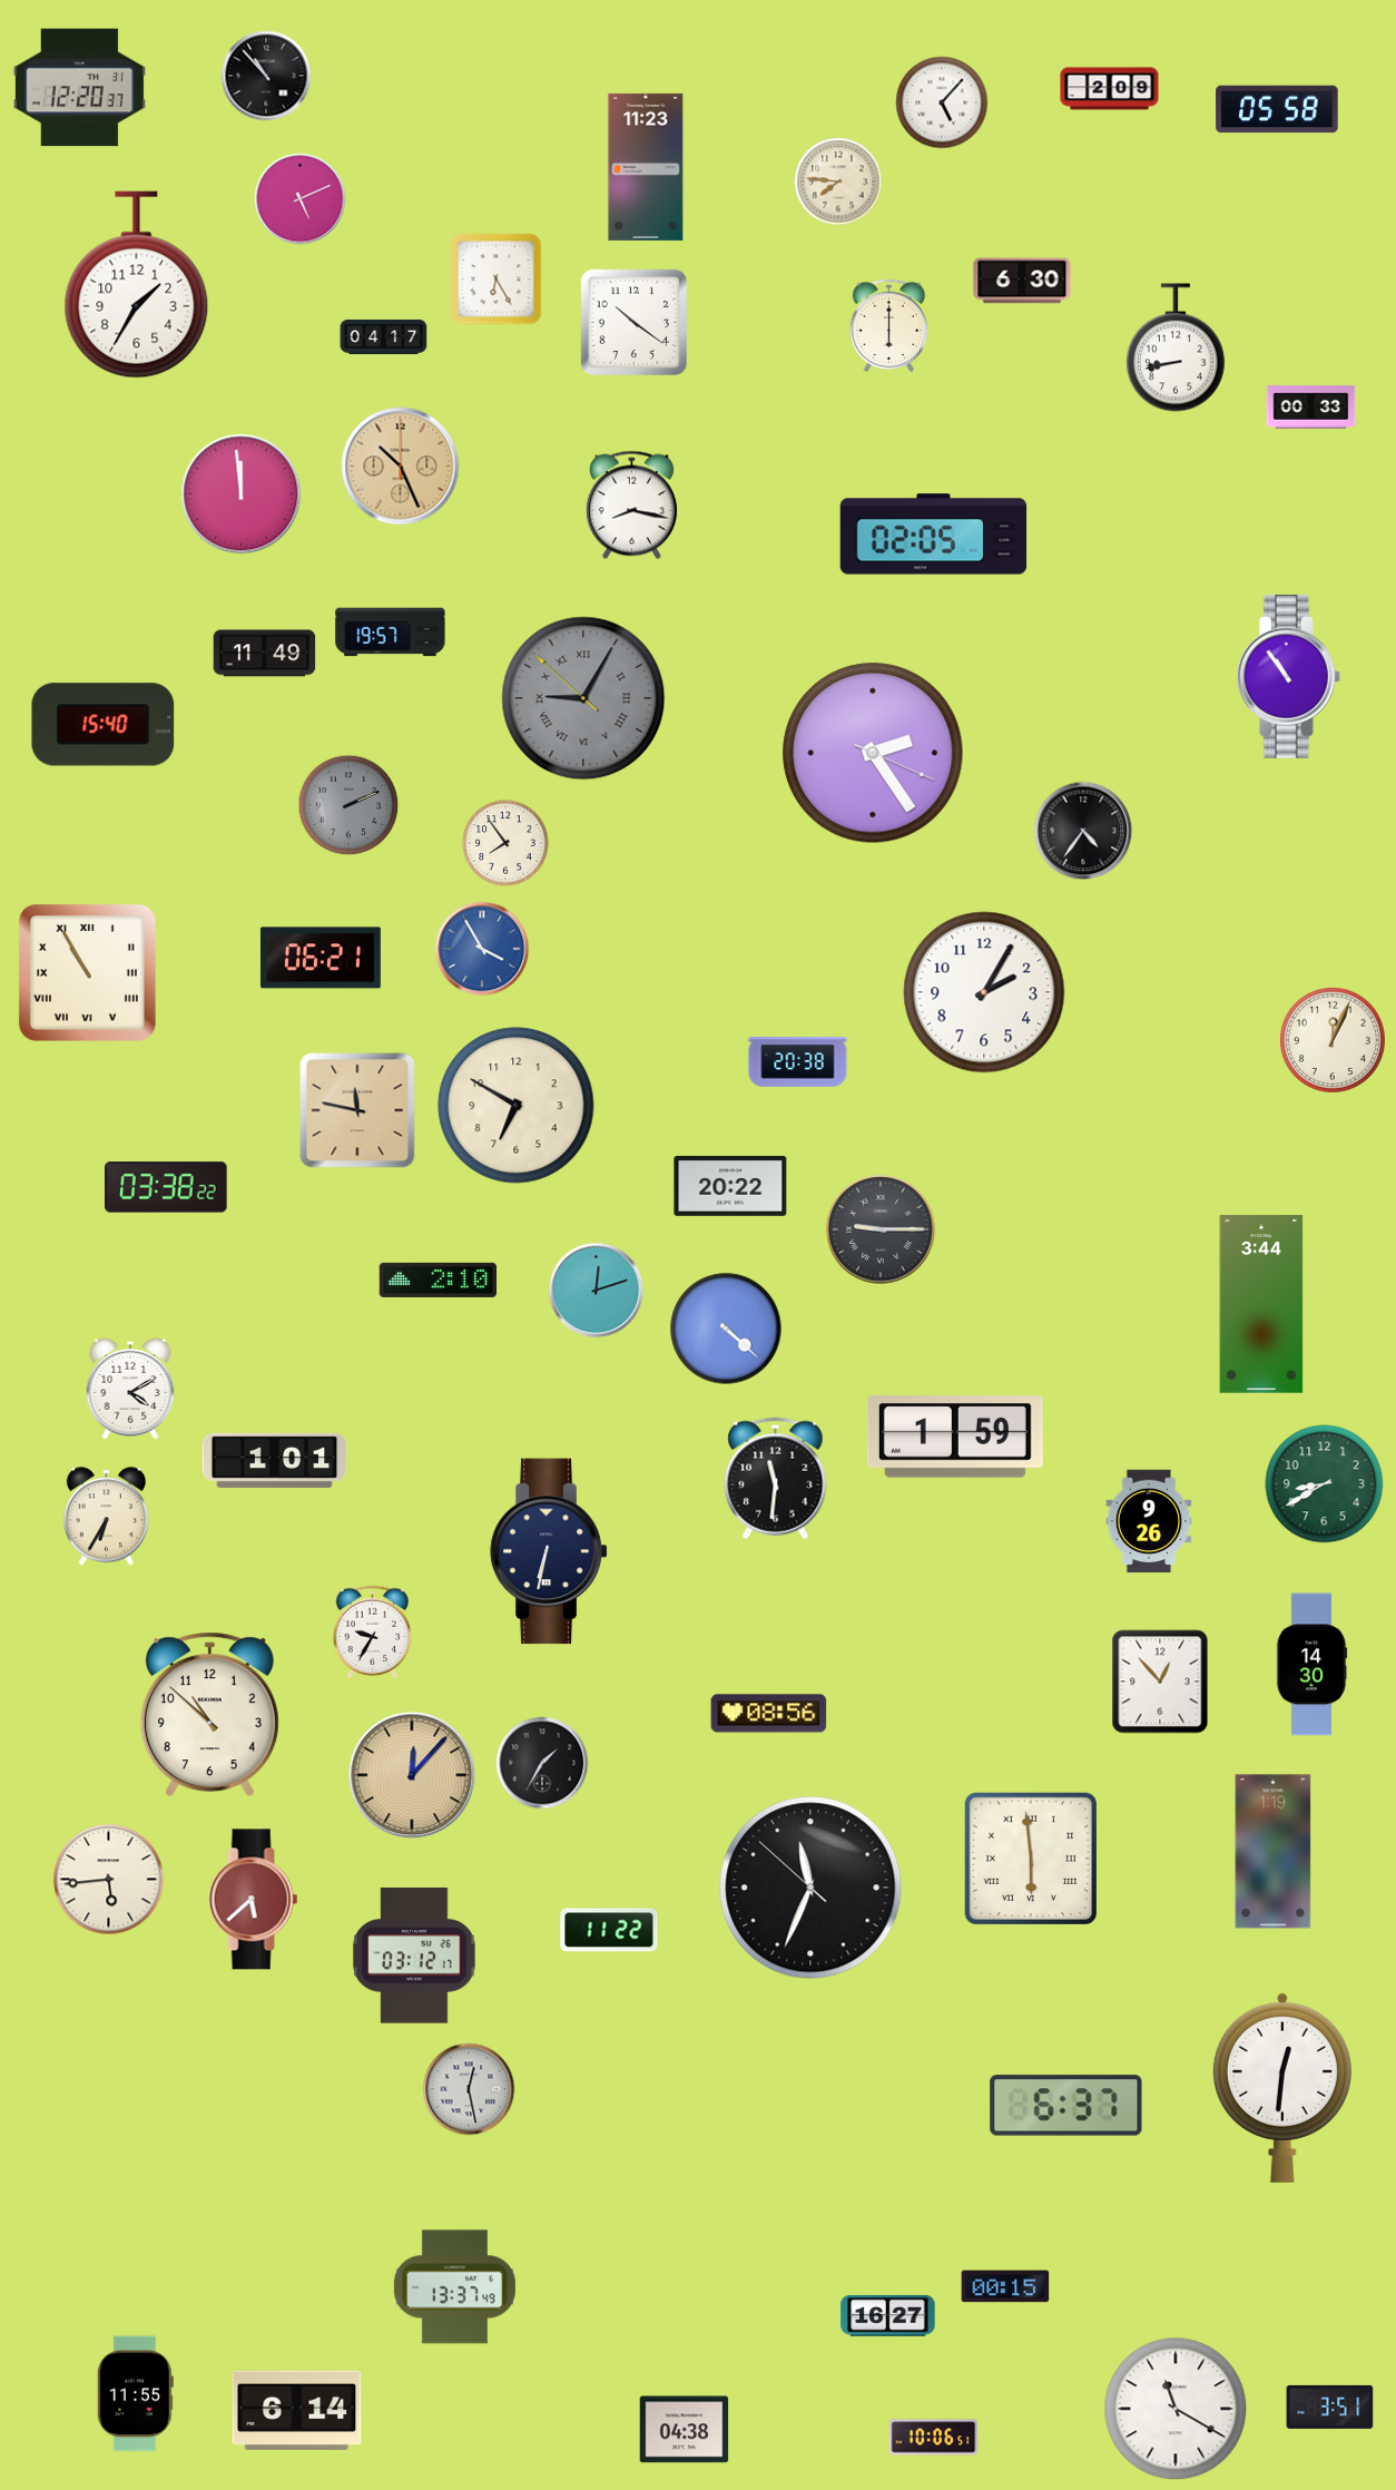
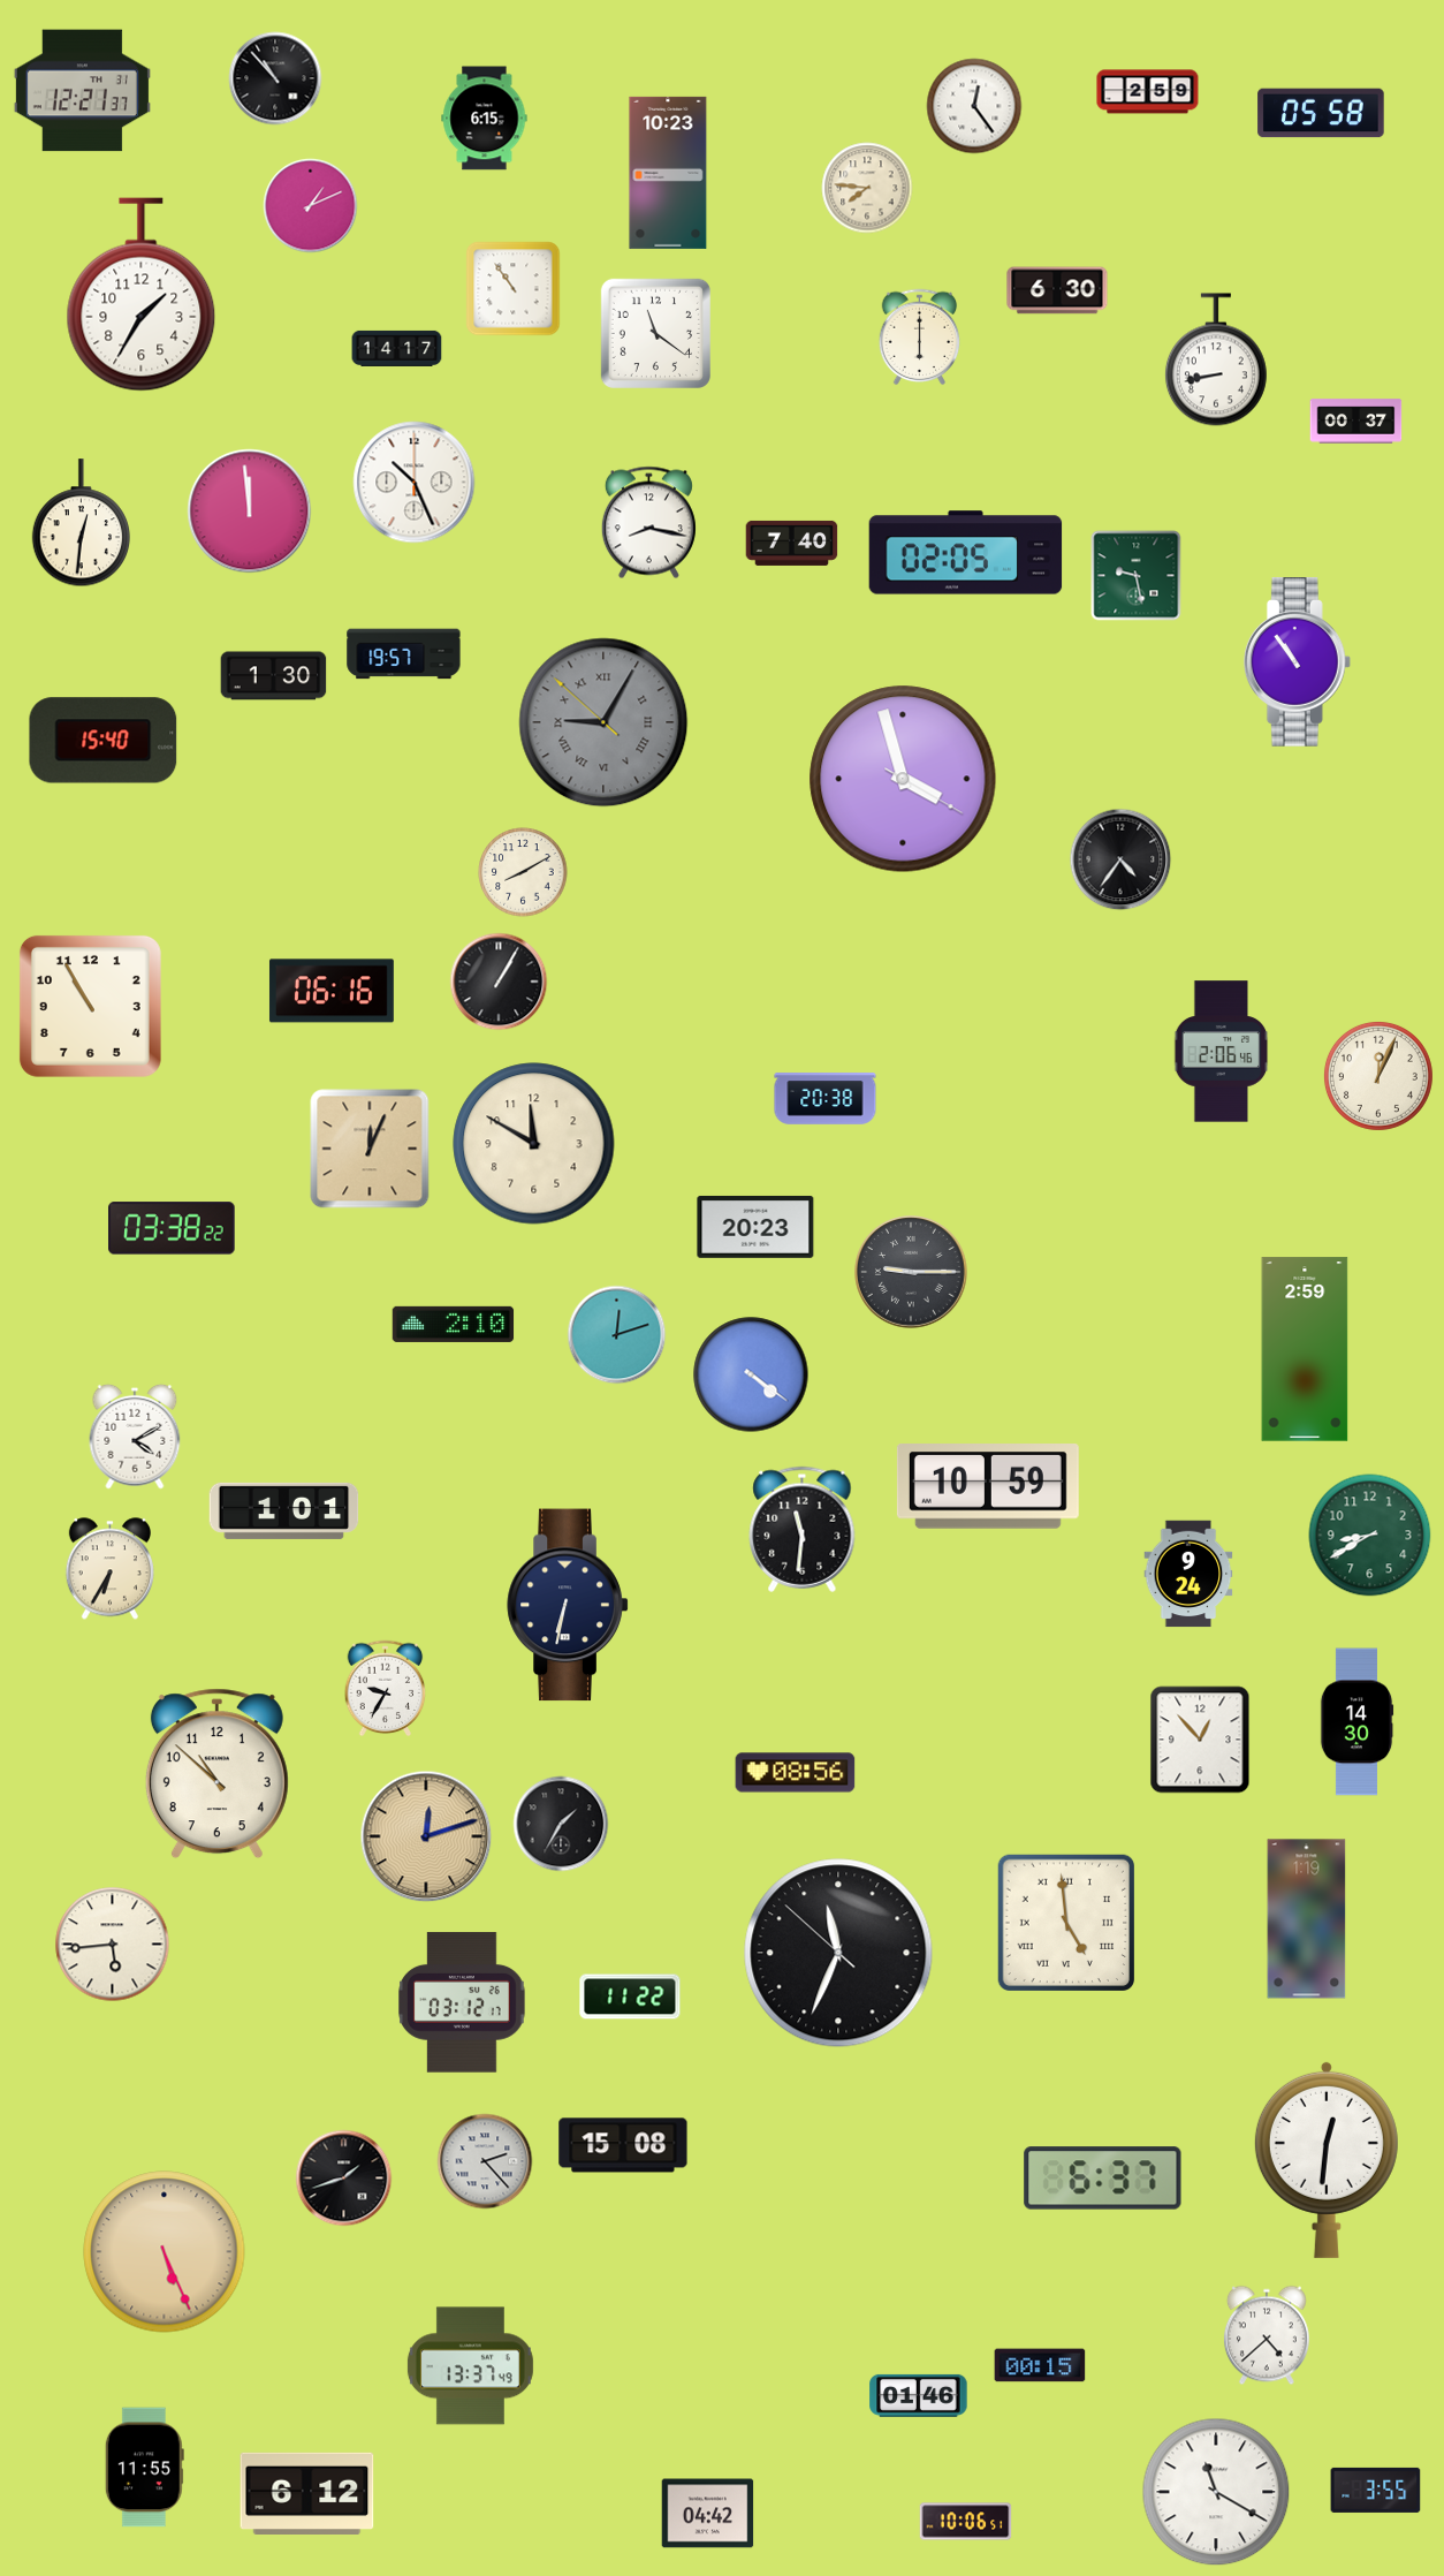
clock at (79, 88): 12:20 -> 12:21
clock at (1110, 89): 2:09 -> 2:59
clock at (942, 102): 5:07 -> 12:24
clock at (485, 119): none -> 6:15
clock at (646, 167): 11:23 -> 10:23
clock at (301, 199): 5:11 -> 1:11
clock at (497, 280): 6:25 -> 10:54
clock at (633, 322): 10:21 -> 11:21
clock at (384, 336): 04:17 -> 14:17
clock at (1311, 408): 00:33 -> 00:37
clock at (401, 467) dial: champagne -> white
clock at (81, 523): none -> 12:31
clock at (631, 506) position: (631, 506) -> (648, 523)
clock at (792, 543): none -> 7:40
clock at (1137, 576): none -> 9:28
clock at (265, 654): 11:49 -> 1:30
clock at (1288, 677) position: (1288, 677) -> (1297, 662)
clock at (104, 725) position: (104, 725) -> (104, 741)
clock at (873, 753): 2:24 -> 3:57
clock at (348, 805): 2:11 -> none
clock at (505, 843): 7:54 -> 8:10
clock at (482, 949): 3:55 -> 1:05
clock at (482, 949) dial: blue -> black
clock at (321, 958): 06:21 -> 06:16
clock at (87, 972) numerals: Roman -> Arabic
clock at (984, 992): 2:05 -> none
clock at (1222, 1052): none -> 2:06
clock at (517, 1106): 6:50 -> 11:50
clock at (357, 1110): 11:47 -> 12:04
clock at (730, 1186): 20:22 -> 20:23
clock at (1261, 1304): 3:44 -> 2:59
clock at (726, 1329): 4:22 -> 4:21
clock at (955, 1438): 1:59 -> 10:59
clock at (1149, 1521): 9:26 -> 9:24
clock at (412, 1775): 12:07 -> 12:12
clock at (1274, 1852) position: (1274, 1852) -> (1307, 1919)
clock at (1030, 1857): 5:59 -> 4:59
clock at (254, 1900): 5:38 -> none
clock at (415, 1955) position: (415, 1955) -> (463, 2002)
clock at (623, 2145): none -> 15:08
clock at (469, 2089): 12:28 -> 2:23
clock at (344, 2179): none -> 1:42
clock at (165, 2252): none -> 5:26
clock at (1267, 2335): none -> 4:38
clock at (888, 2315): 16:27 -> 01:46
clock at (135, 2394) position: (135, 2394) -> (144, 2468)
clock at (1330, 2406): 3:51 -> 3:55
clock at (297, 2411): 6:14 -> 6:12
clock at (685, 2430): 04:38 -> 04:42
